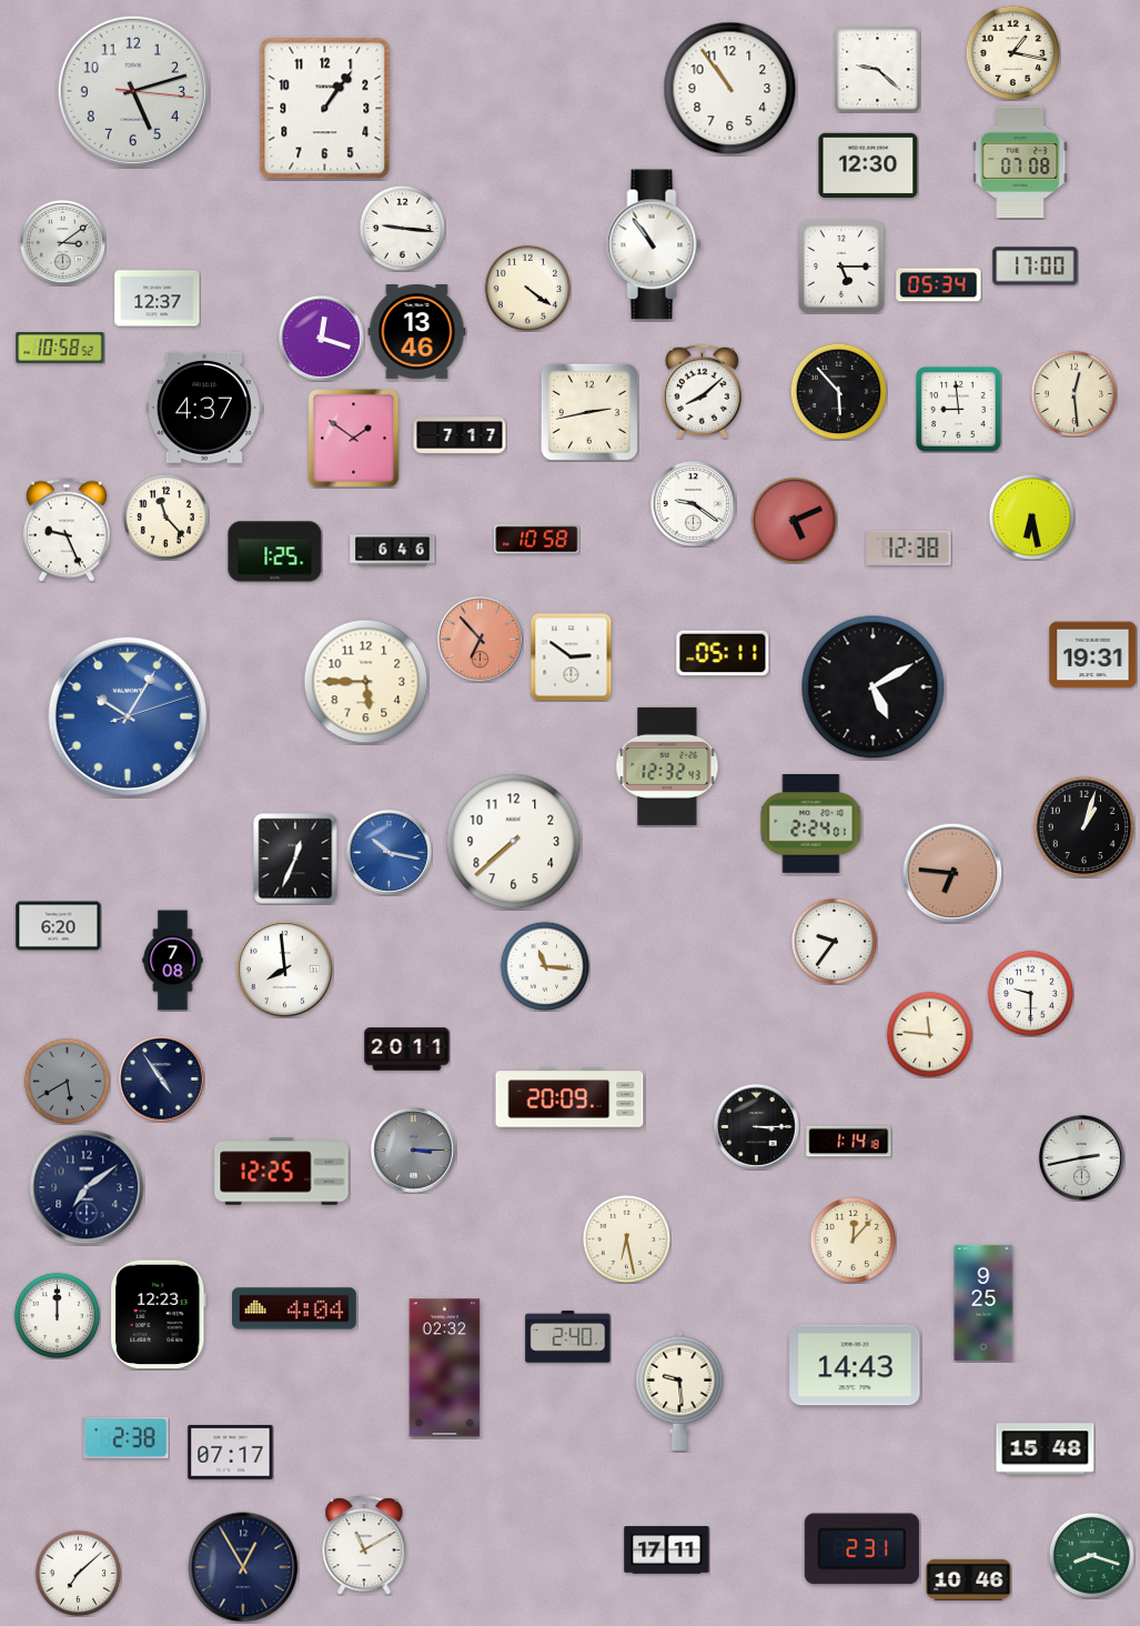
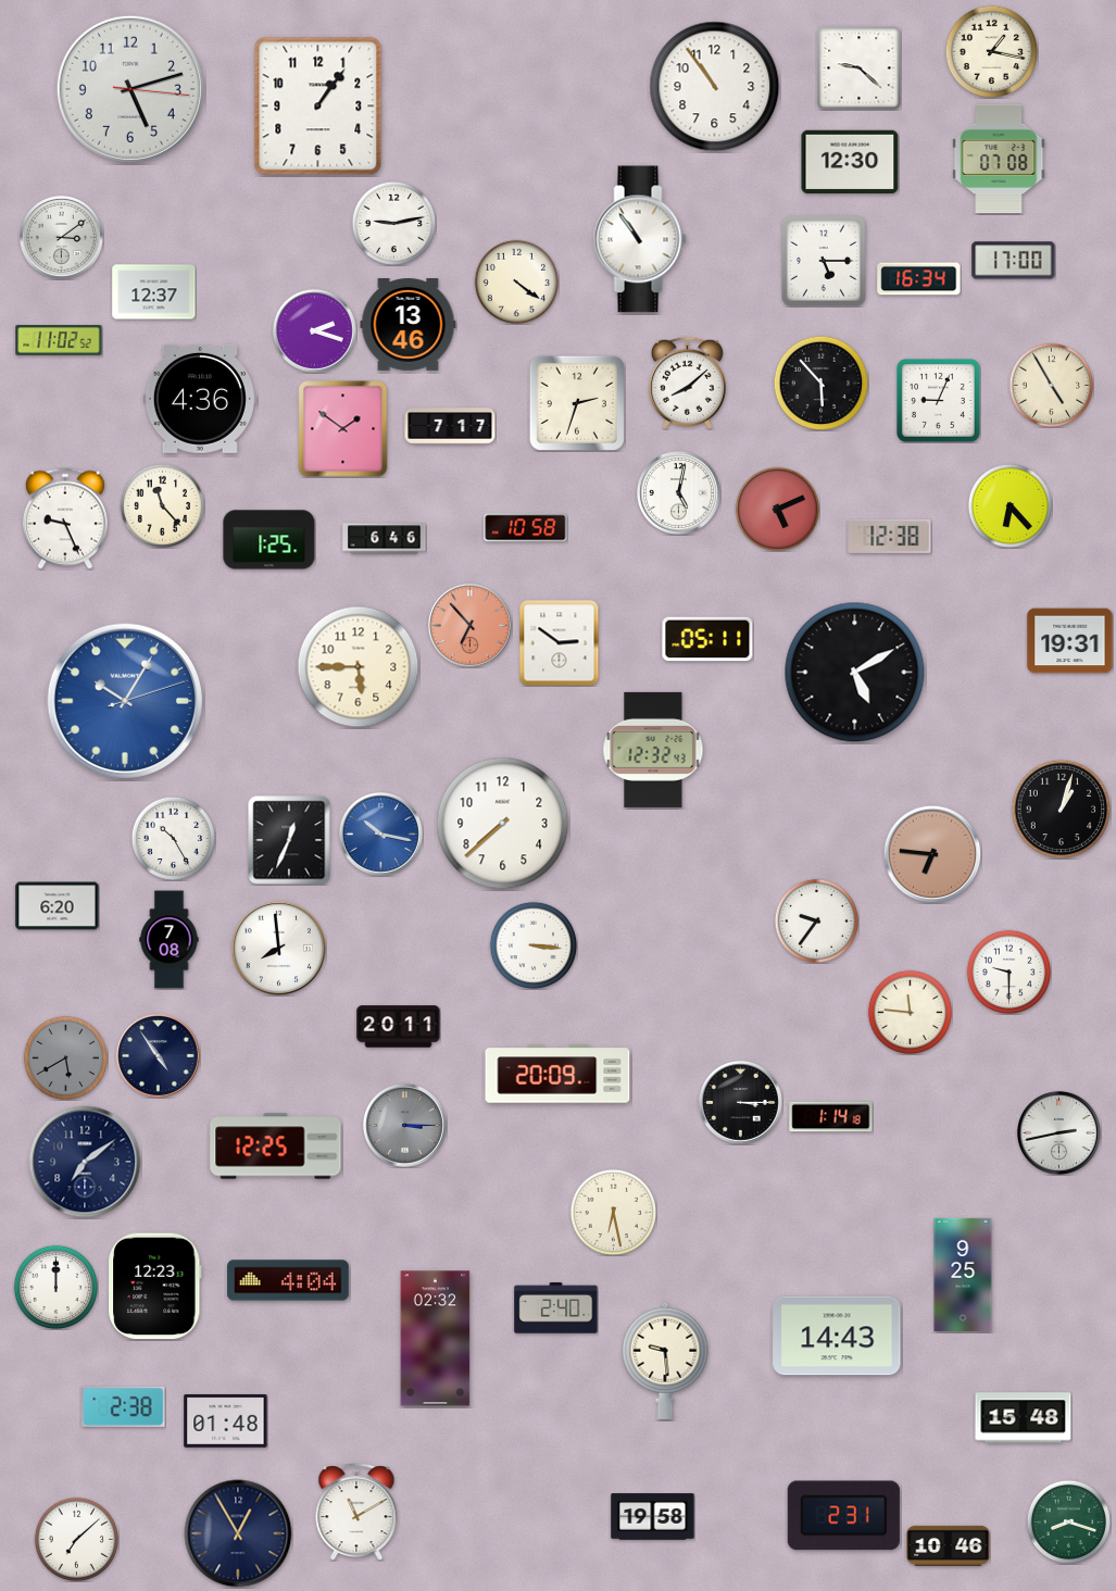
clock at (402, 228): 9:16 -> 9:13
clock at (939, 285): 05:34 -> 16:34
clock at (321, 338): 12:18 -> 2:18
clock at (60, 348): 10:58 -> 11:02
clock at (1073, 393): 12:29 -> 4:55
clock at (204, 408): 4:37 -> 4:36
clock at (958, 409): 8:59 -> 9:04
clock at (589, 412): 2:43 -> 2:33
clock at (354, 439) position: (354, 439) -> (343, 429)
clock at (693, 503): 9:21 -> 5:02
clock at (1031, 516): 6:28 -> 6:23
clock at (811, 824): 2:24 -> none
clock at (173, 838): none -> 10:25
clock at (545, 966): 11:16 -> 3:16
clock at (853, 1239): 12:07 -> none
clock at (231, 1453): 07:17 -> 01:48
clock at (667, 1550): 17:11 -> 19:58
